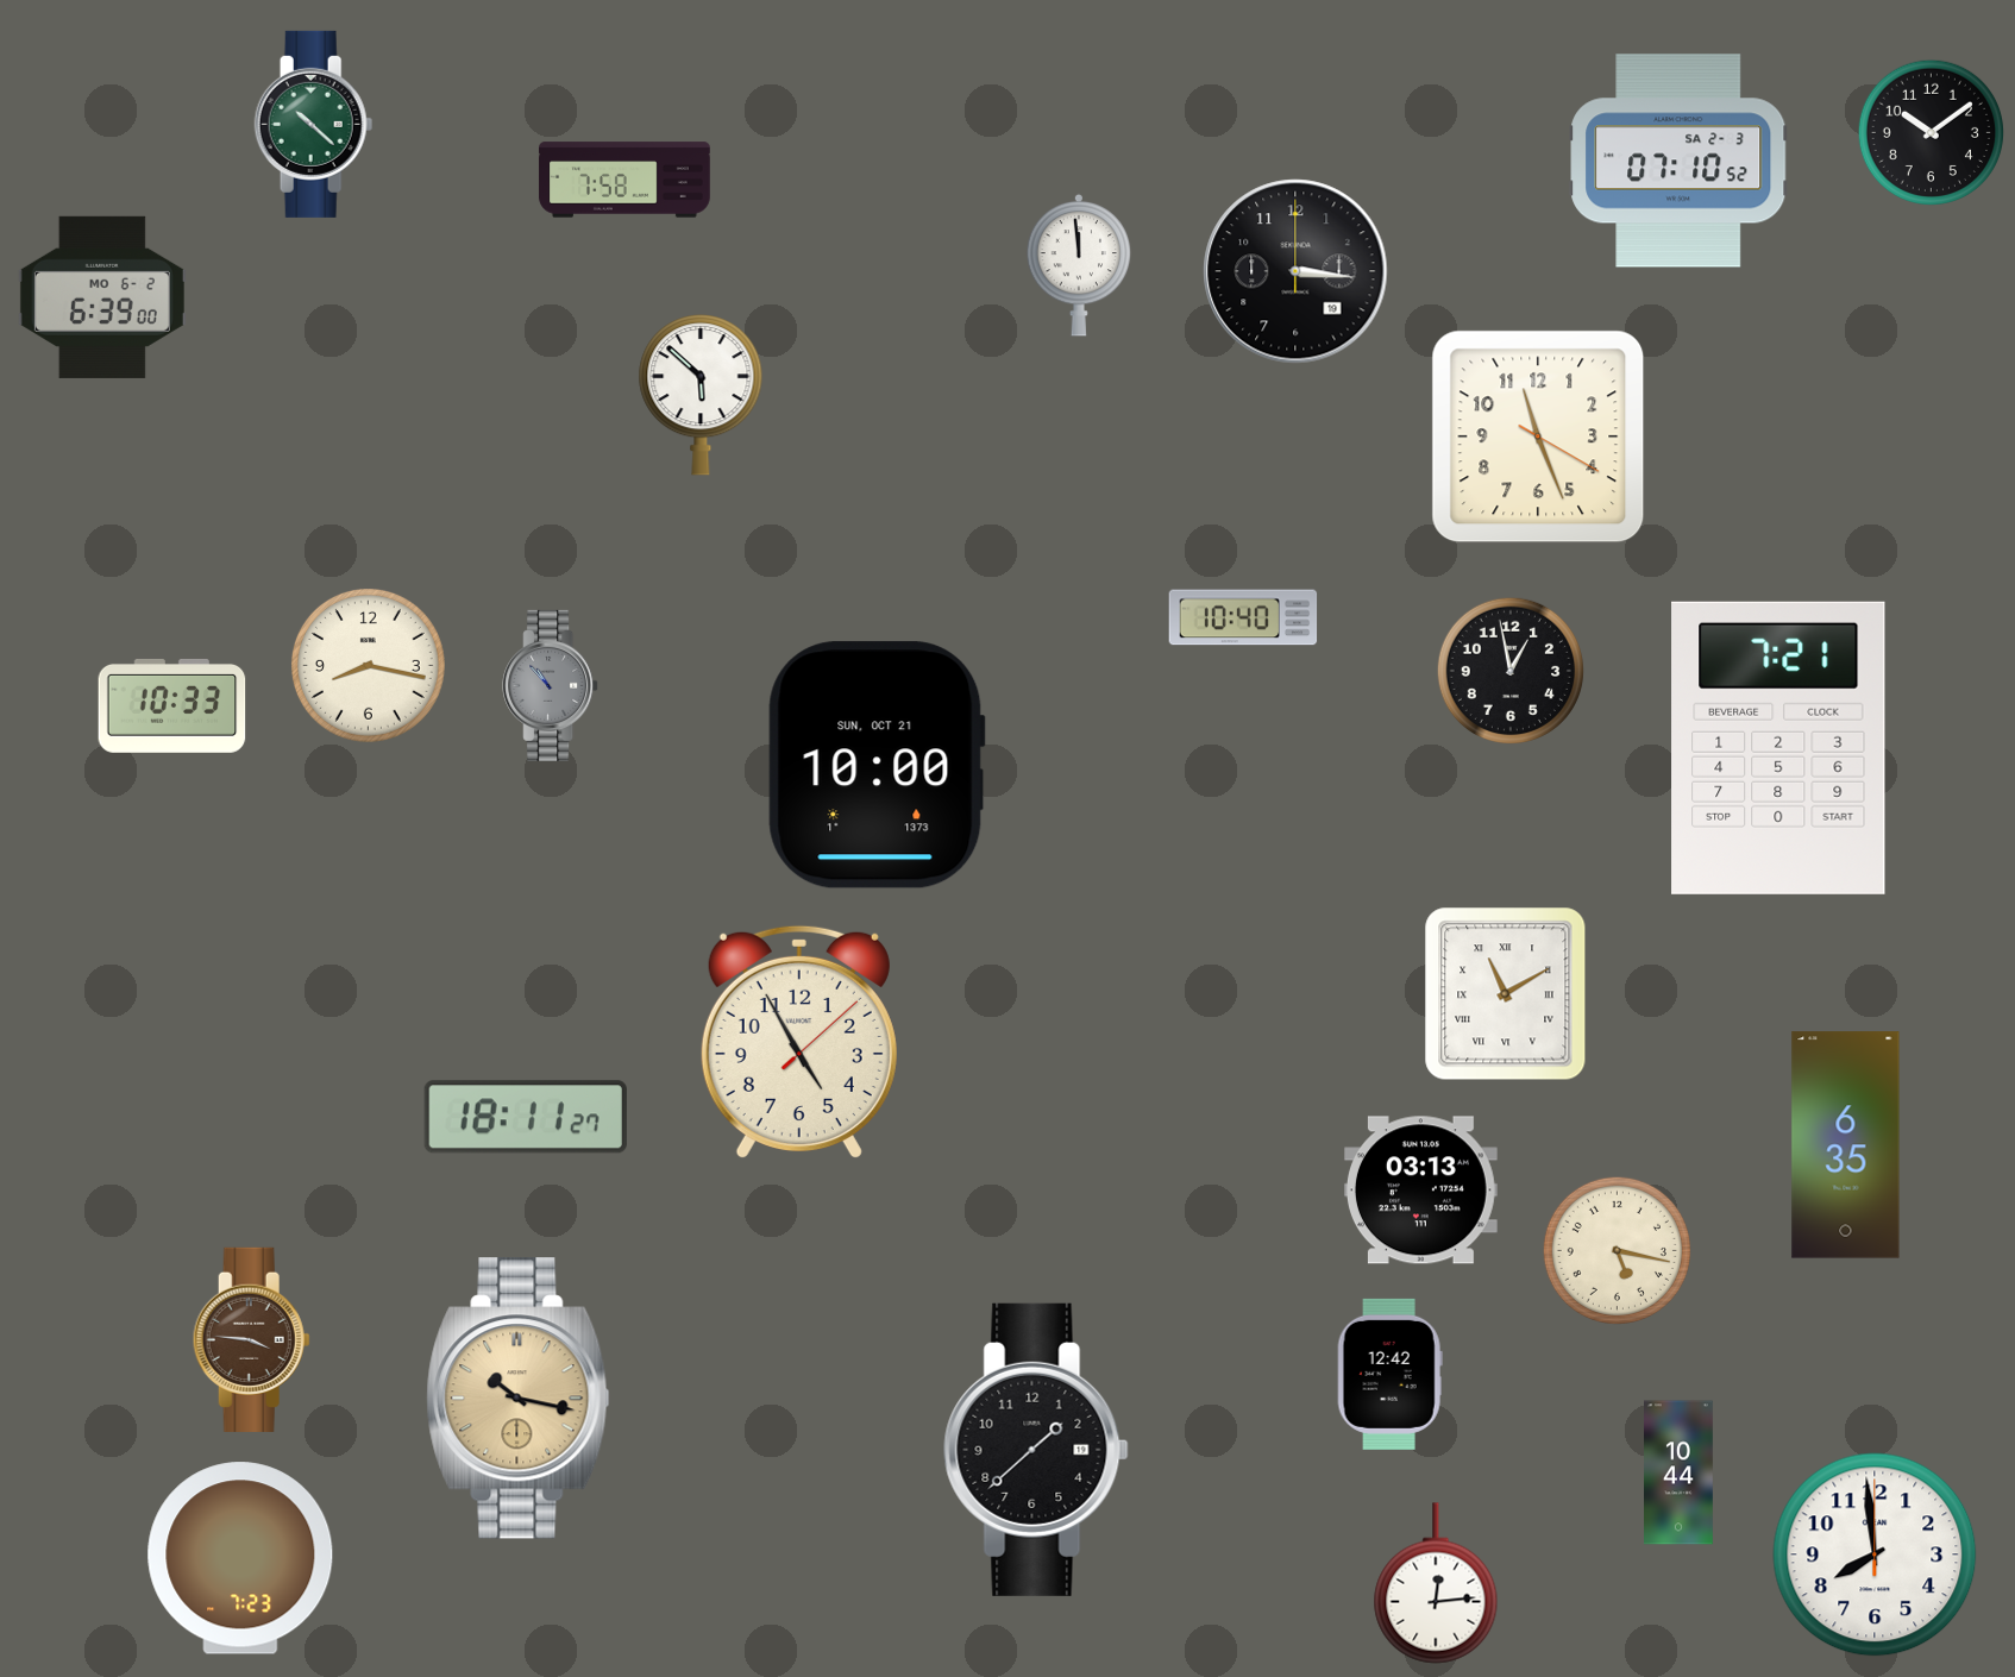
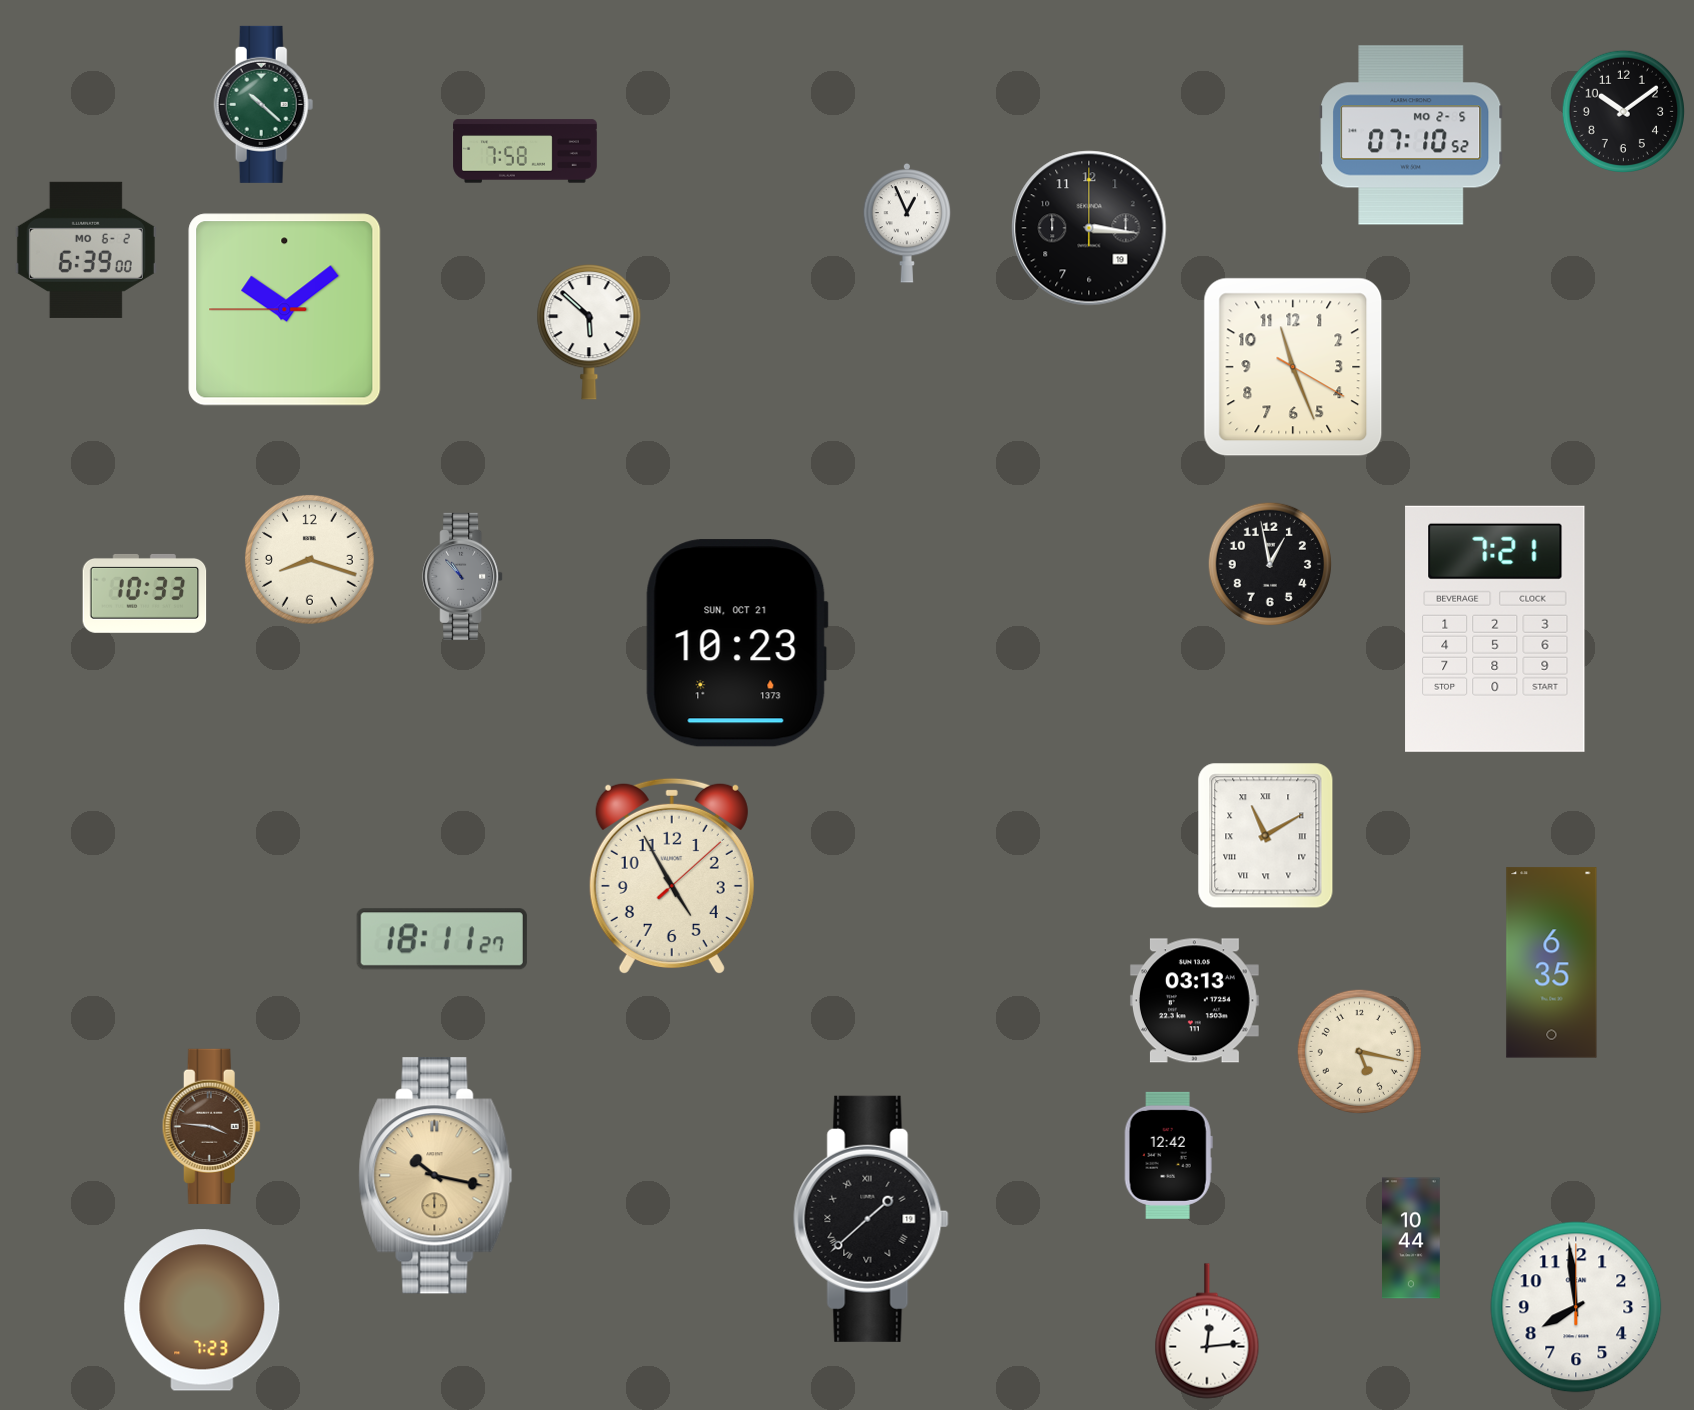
clock at (1678, 161) date: SA 2-3 -> MO 2-5
clock at (1079, 265): 11:59 -> 12:56
clock at (285, 310): none -> 10:08
clock at (1243, 617): 10:40 -> none
clock at (368, 665): 8:17 -> 8:18
clock at (877, 765): 10:00 -> 10:23
clock at (1036, 1450) numerals: Arabic -> Roman
